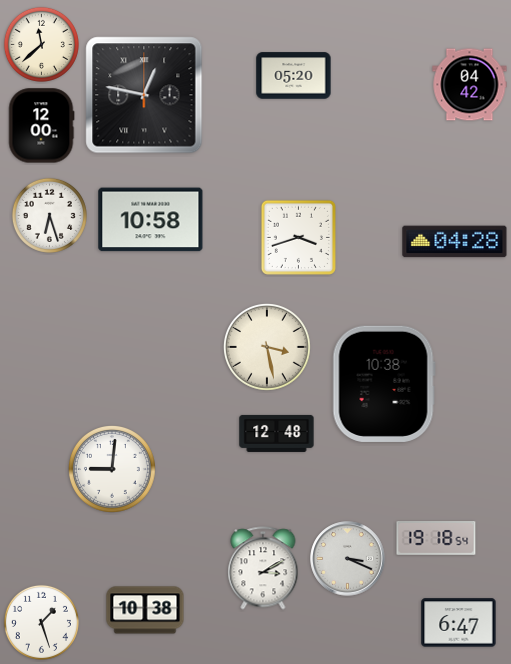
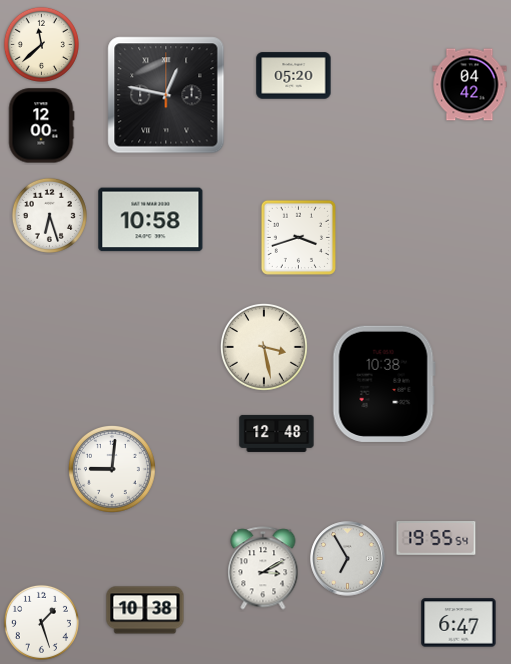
clock at (144, 95) position: (144, 95) -> (166, 95)
clock at (455, 242): 04:28 -> none
clock at (267, 347) position: (267, 347) -> (264, 347)
clock at (436, 539): 19:18 -> 19:55
clock at (348, 559): 3:19 -> 6:55
